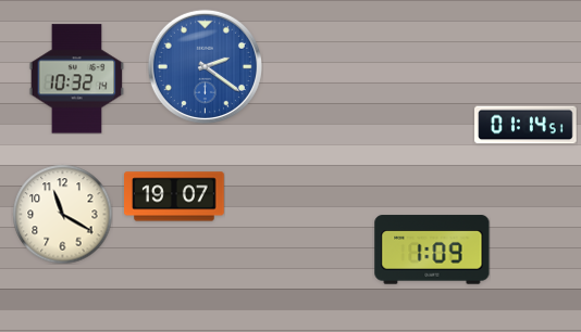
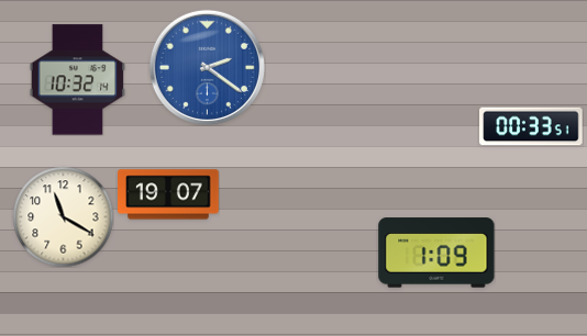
clock at (526, 125): 01:14 -> 00:33
clock at (175, 196) position: (175, 196) -> (169, 194)
